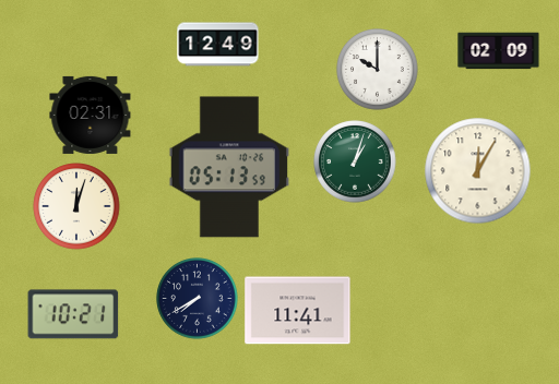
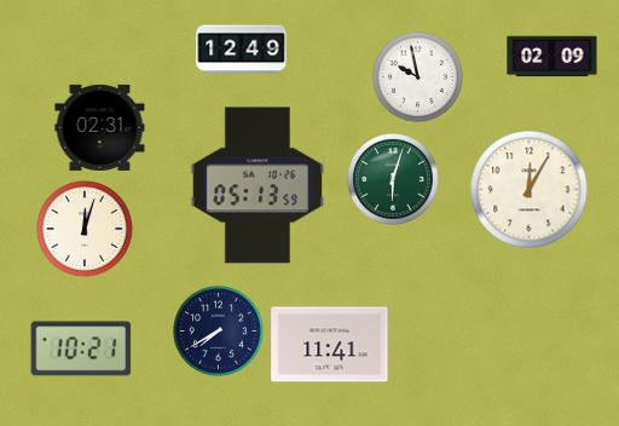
clock at (378, 70): 10:00 -> 9:58
clock at (355, 161): 1:03 -> 6:03
clock at (228, 167) position: (228, 167) -> (256, 185)
